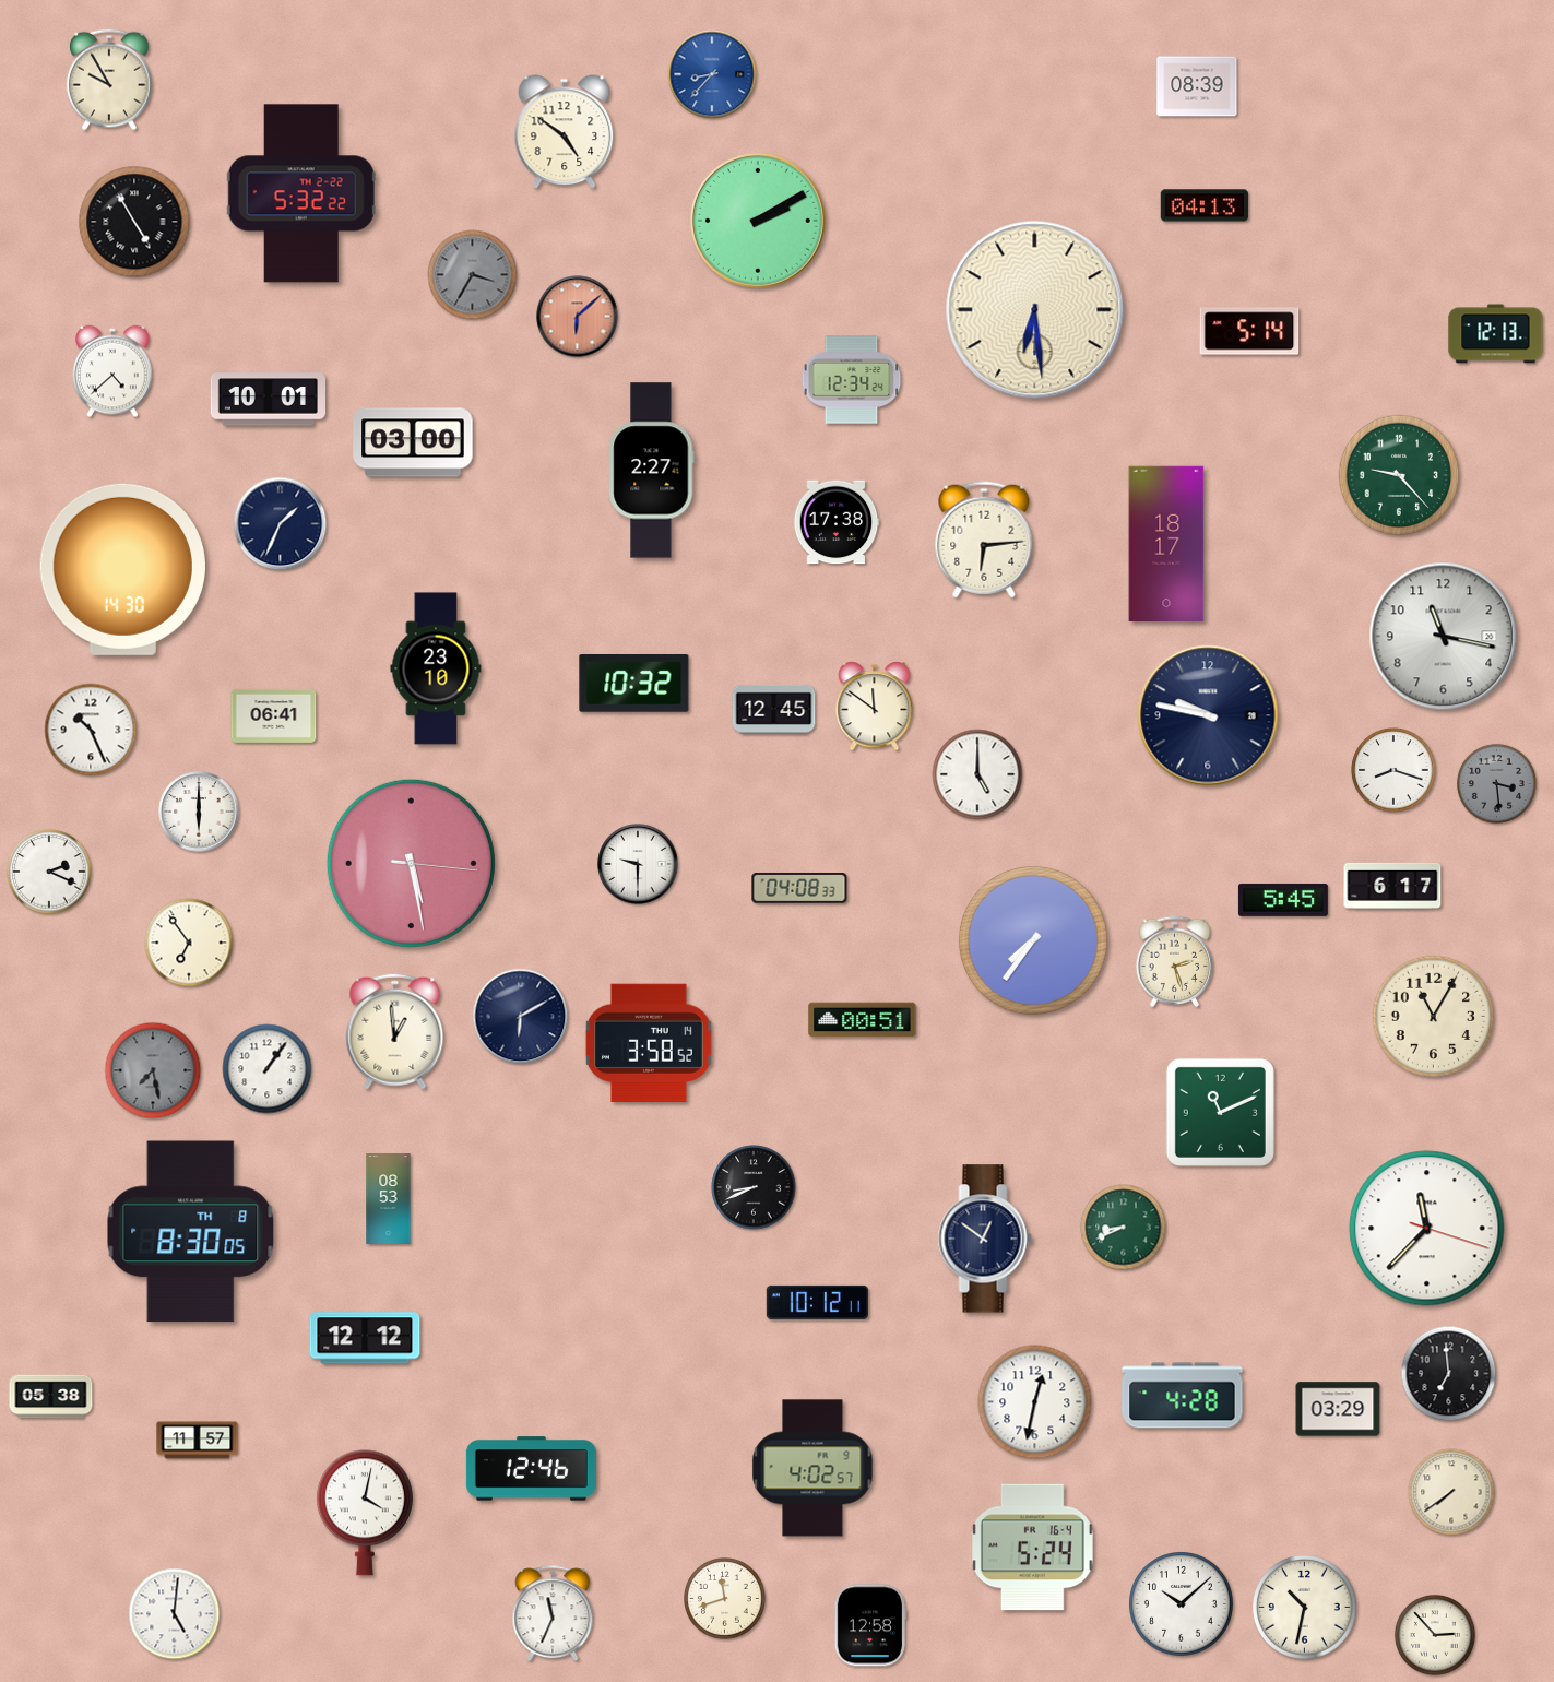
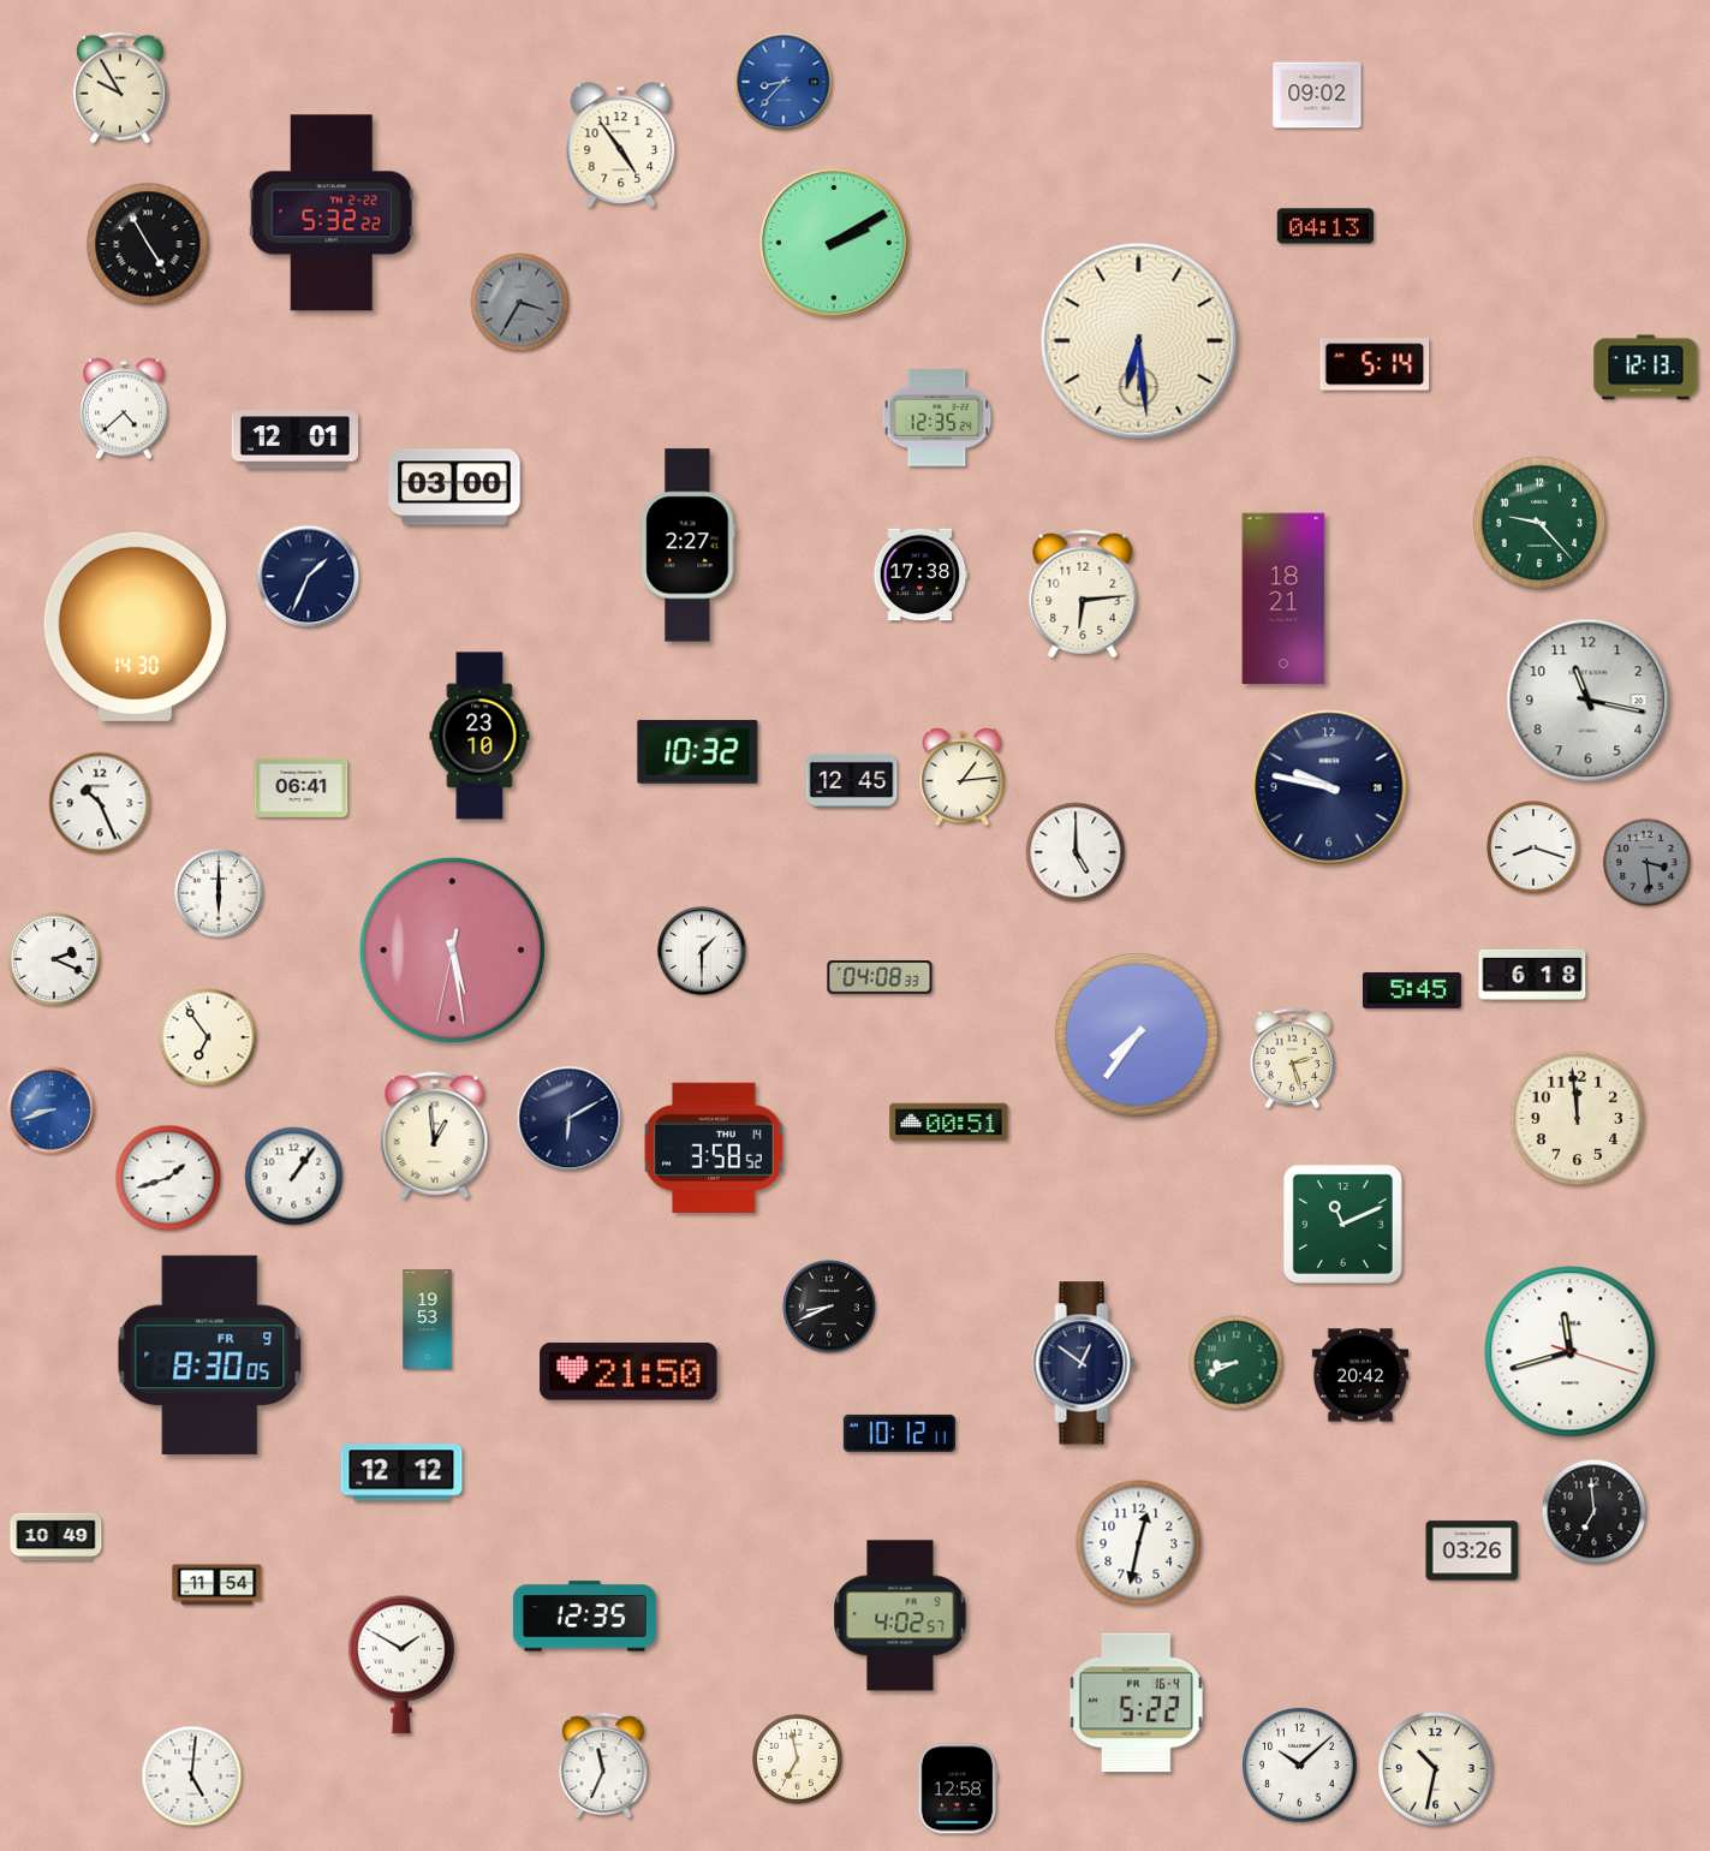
clock at (1197, 86): 08:39 -> 09:02
clock at (565, 132): 4:51 -> 4:54
clock at (578, 317): 6:08 -> none
clock at (852, 380): 12:34 -> 12:35
clock at (268, 400): 10:01 -> 12:01
clock at (652, 471) position: (652, 471) -> (689, 546)
clock at (1166, 544): 18:17 -> 18:21
clock at (875, 707): 11:51 -> 1:14
clock at (411, 863): 5:28:16 -> 5:28:32
clock at (638, 864): 9:30 -> 1:30
clock at (1392, 886): 6:17 -> 6:18
clock at (52, 1111): none -> 8:42
clock at (1433, 1016): 11:05 -> 11:59
clock at (521, 1017) position: (521, 1017) -> (570, 1119)
clock at (153, 1070): 7:28 -> 1:42
clock at (153, 1070) dial: grey -> white
clock at (389, 1199): 08:53 -> 19:53
clock at (1124, 1228) position: (1124, 1228) -> (1237, 1363)
clock at (1427, 1229): 11:37 -> 11:42
clock at (191, 1232) date: TH 8 -> FR 9
clock at (628, 1371): none -> 21:50
clock at (1359, 1375): none -> 20:42
clock at (1183, 1396): 4:28 -> none
clock at (51, 1397): 05:38 -> 10:49
clock at (1338, 1409): 03:29 -> 03:26
clock at (198, 1441): 11:57 -> 11:54
clock at (812, 1468) position: (812, 1468) -> (900, 1615)
clock at (531, 1469): 12:46 -> 12:35
clock at (1451, 1492): 7:39 -> none
clock at (365, 1513): 4:02 -> 1:50
clock at (1033, 1548): 5:24 -> 5:22
clock at (725, 1599): 11:42 -> 6:58
clock at (553, 1614) position: (553, 1614) -> (603, 1767)
clock at (1436, 1636): 2:53 -> none
